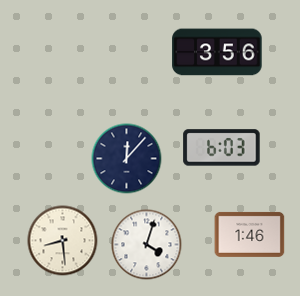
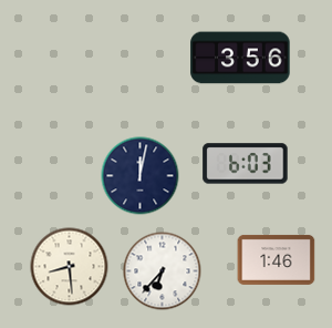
clock at (127, 159): 12:07 -> 12:02
clock at (147, 245): 4:03 -> 6:37
